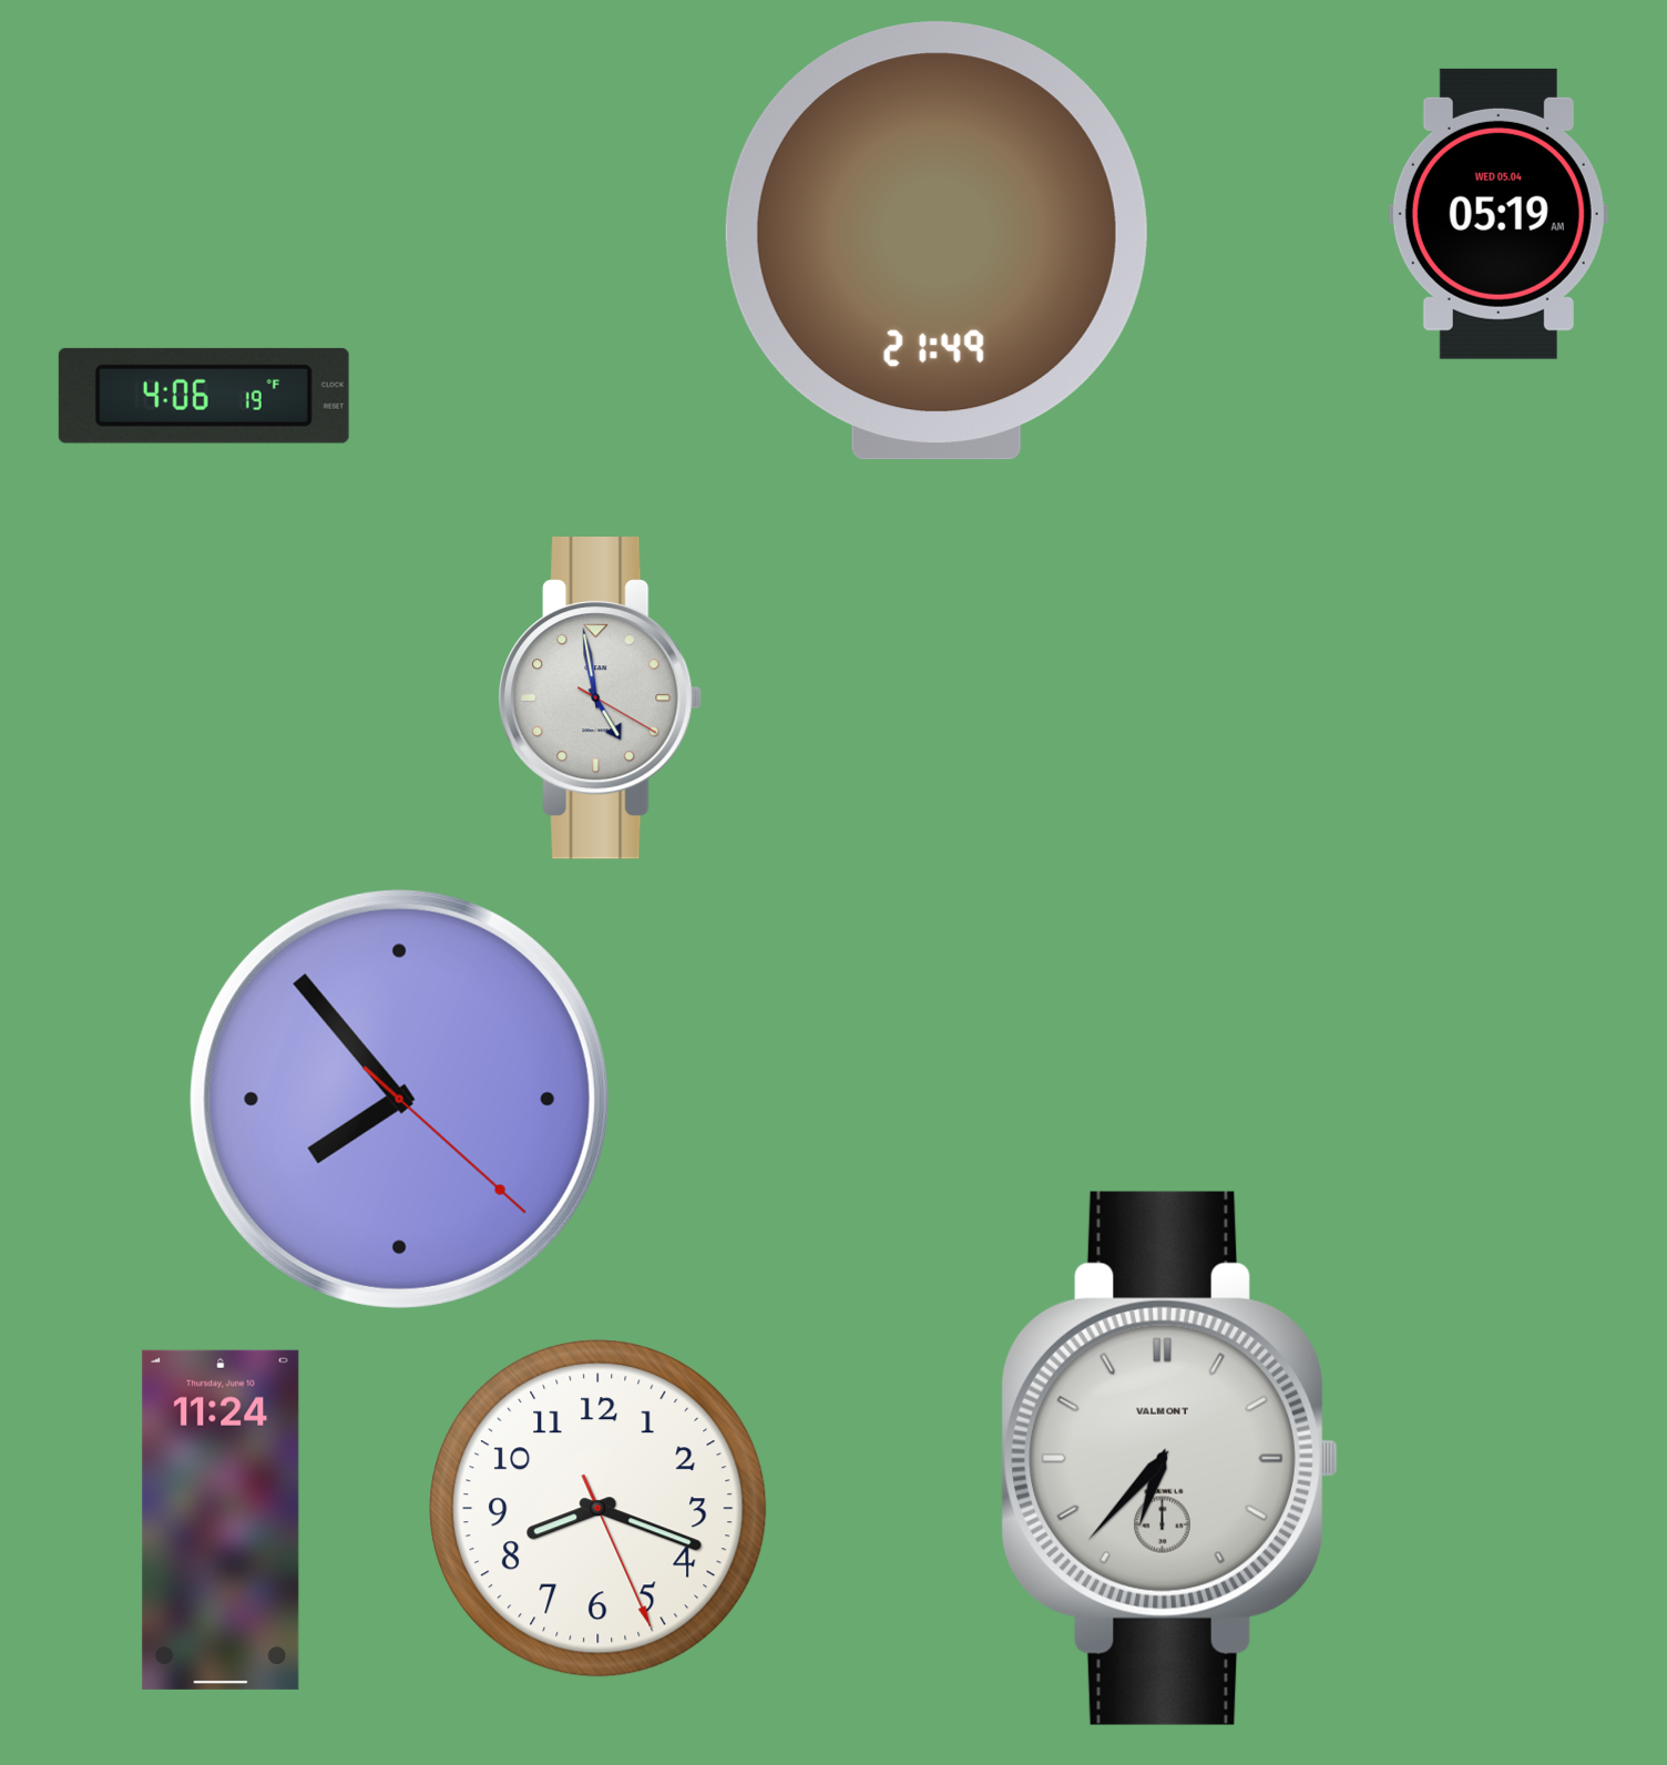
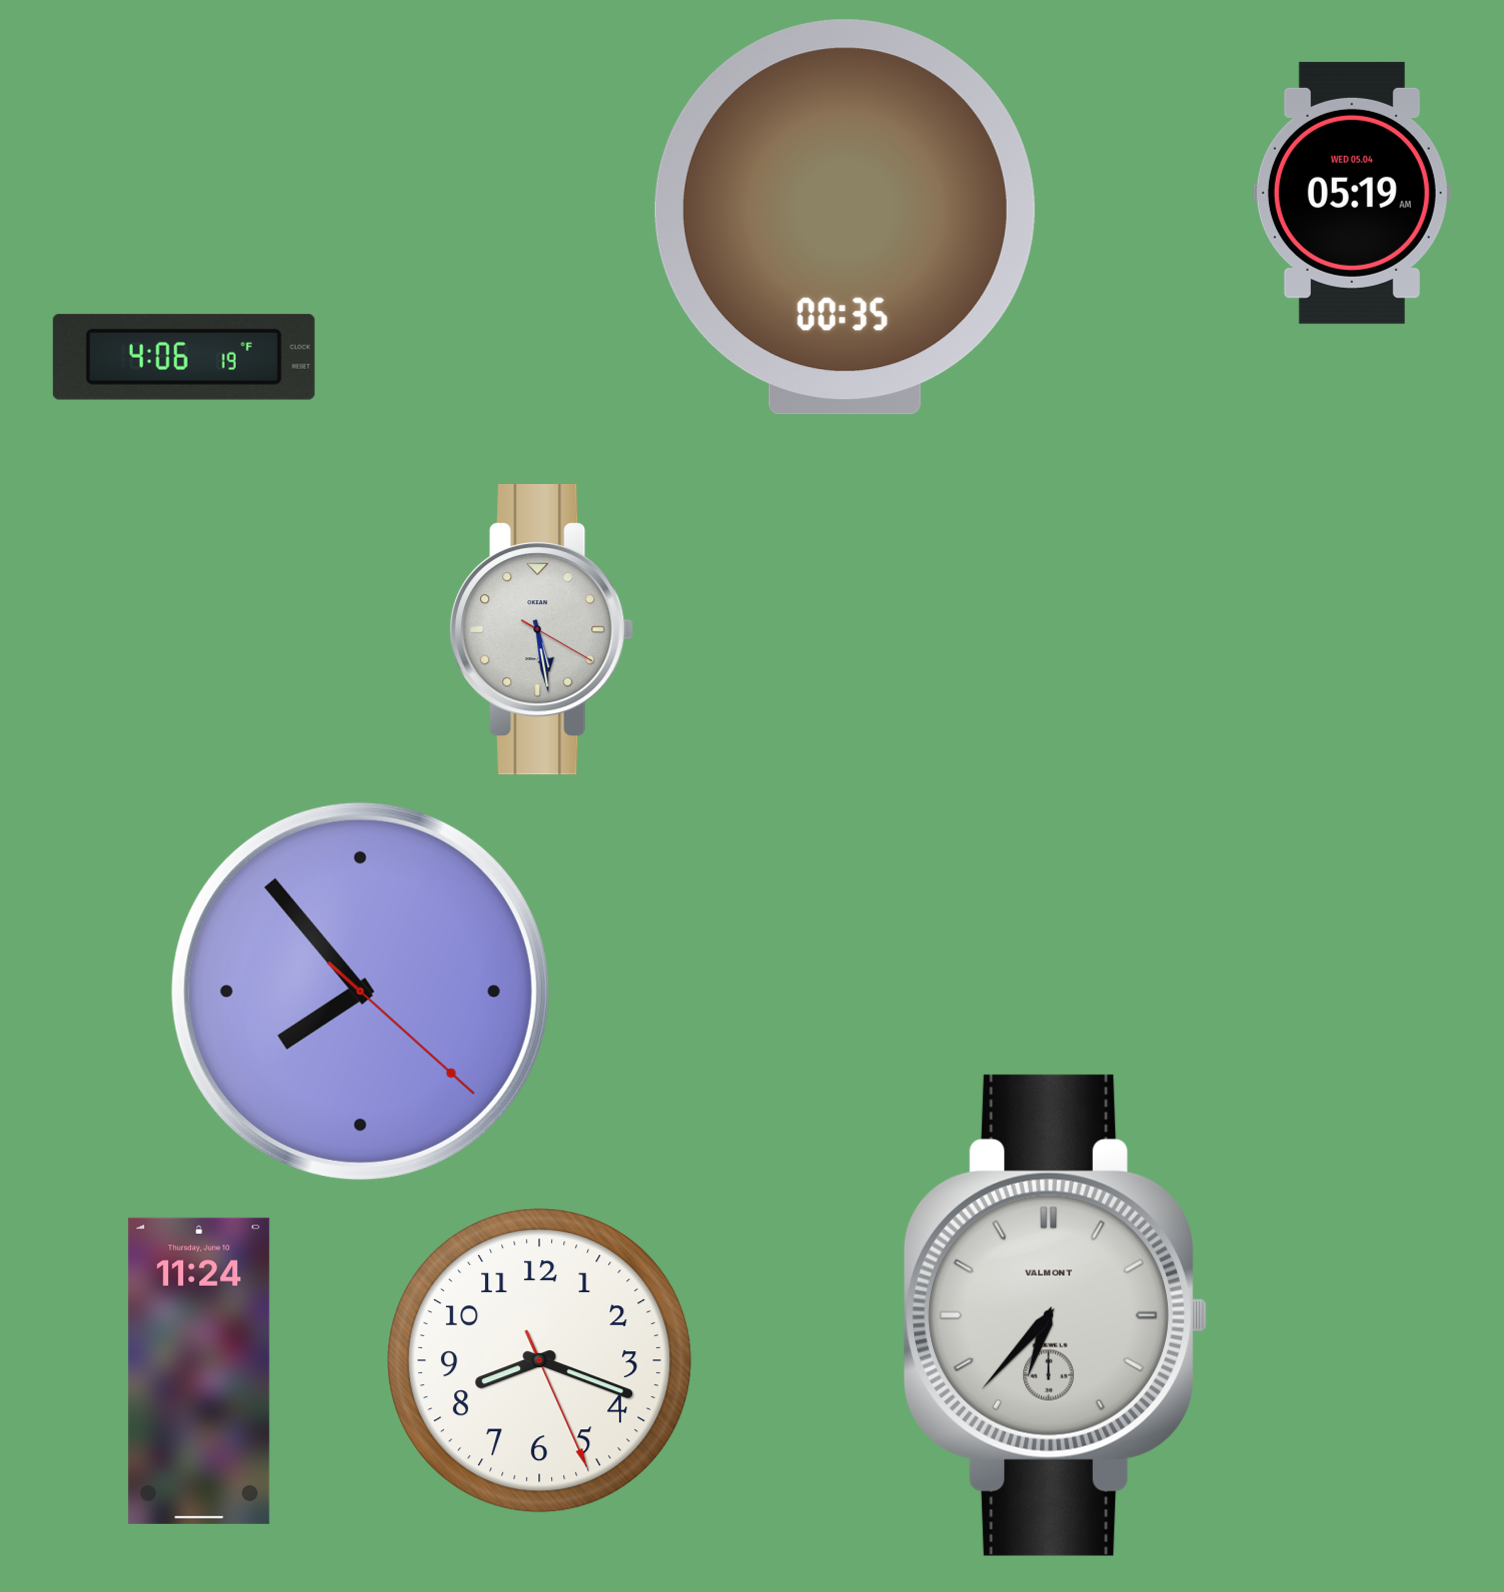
clock at (937, 241): 21:49 -> 00:35
clock at (601, 698): 4:58 -> 5:28
